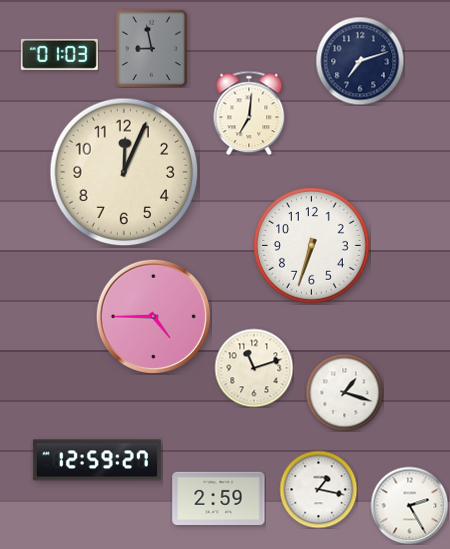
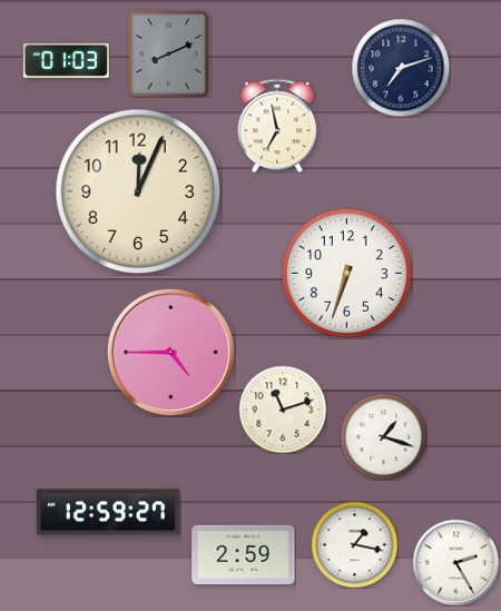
clock at (151, 48): 8:58 -> 8:11
clock at (249, 113): 7:01 -> 6:58
